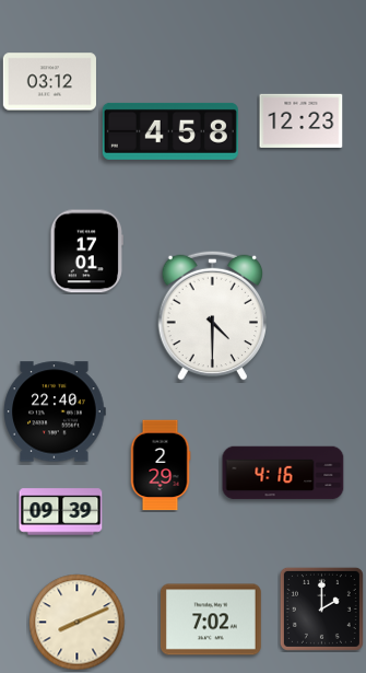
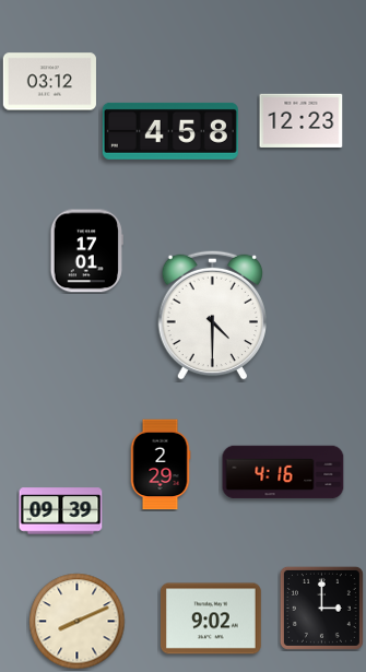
clock at (55, 411): 22:40 -> none
clock at (321, 608): 2:00 -> 3:00
clock at (212, 619): 7:02 -> 9:02
